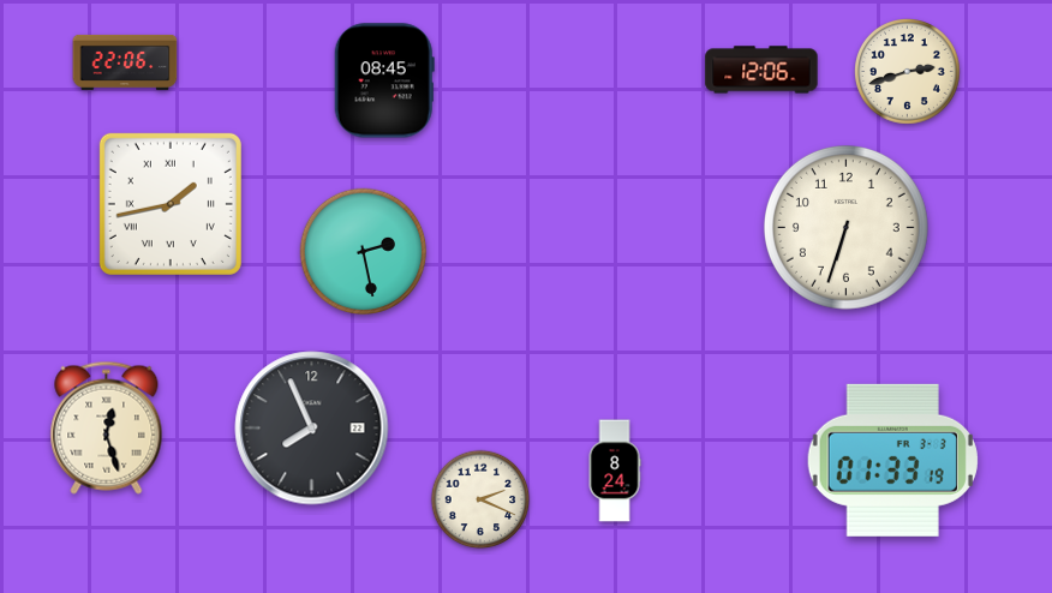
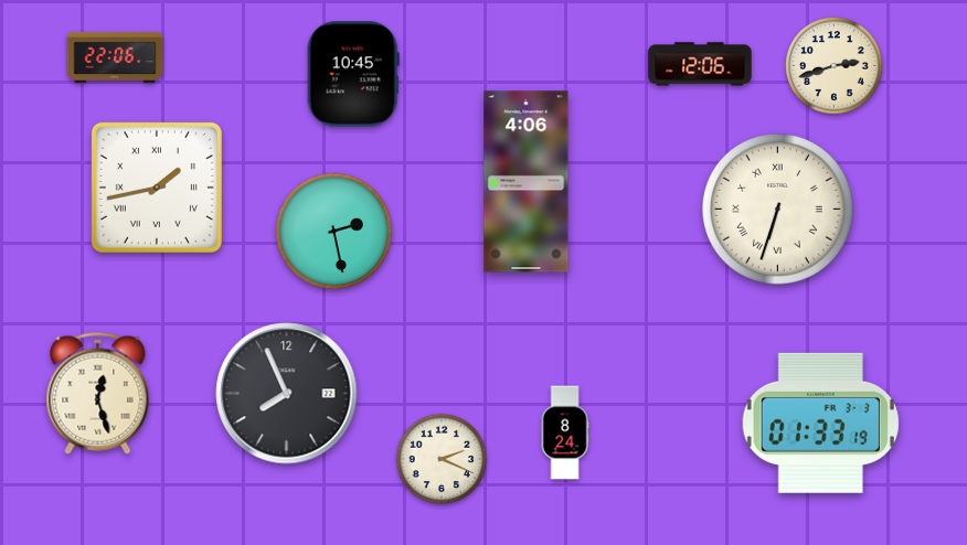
clock at (384, 80): 08:45 -> 10:45
clock at (527, 182): none -> 4:06
clock at (845, 227) numerals: Arabic -> Roman
